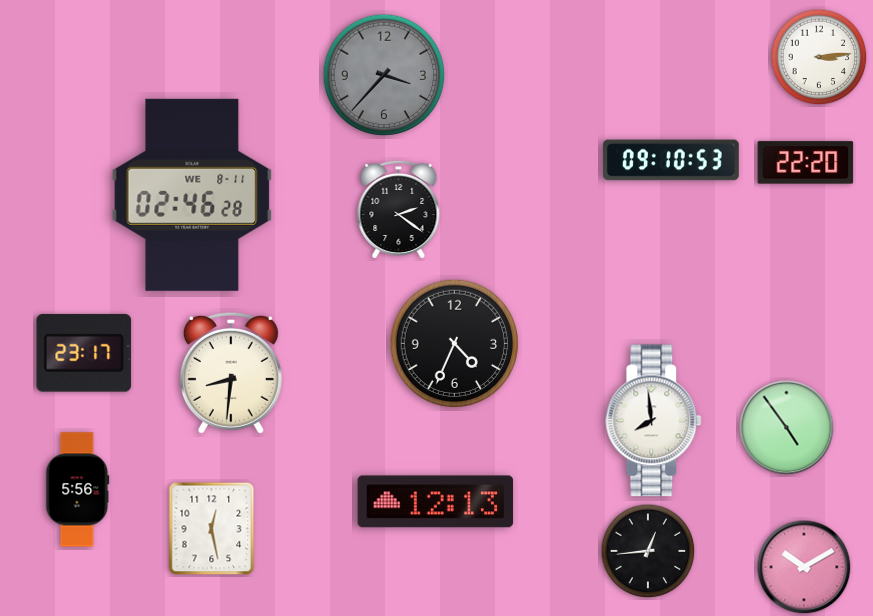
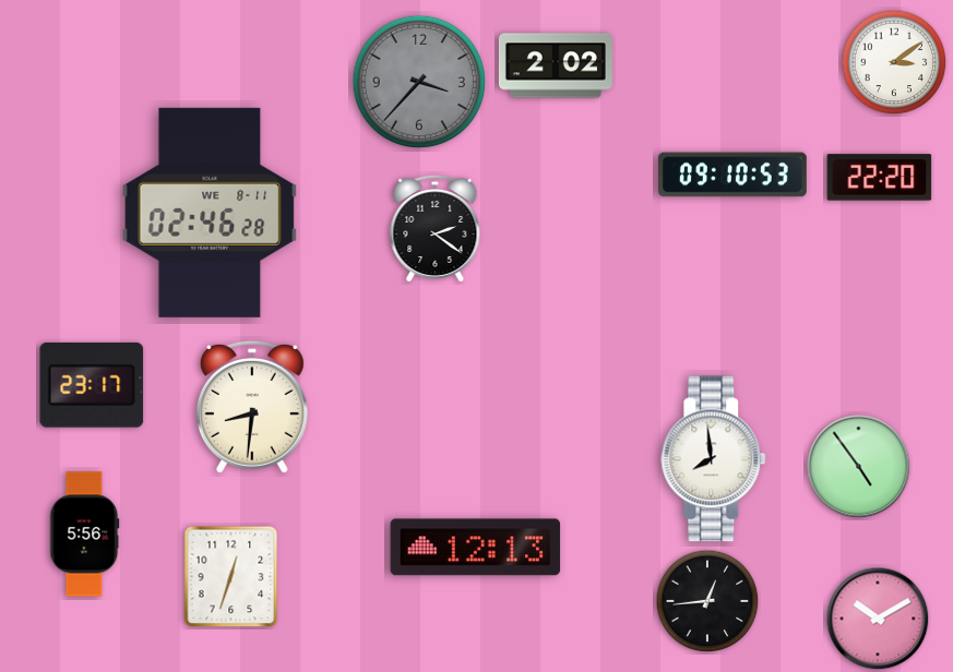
clock at (819, 57): 3:14 -> 3:09
clock at (556, 65): none -> 2:02
clock at (454, 343): 4:34 -> none
clock at (212, 529): 12:28 -> 12:33
